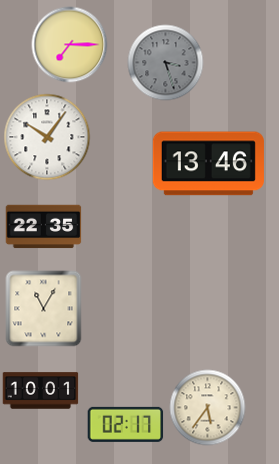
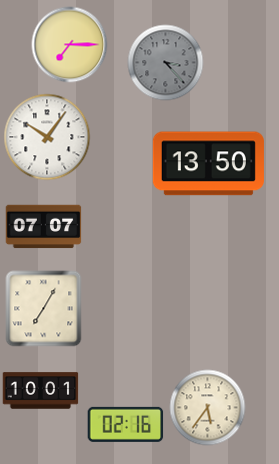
clock at (166, 63): 3:27 -> 3:23
clock at (208, 164): 13:46 -> 13:50
clock at (44, 227): 22:35 -> 07:07
clock at (44, 309): 11:05 -> 7:05
clock at (126, 424): 02:17 -> 02:16
